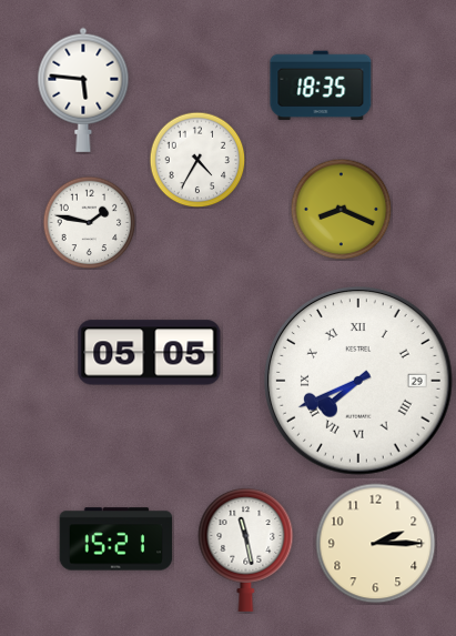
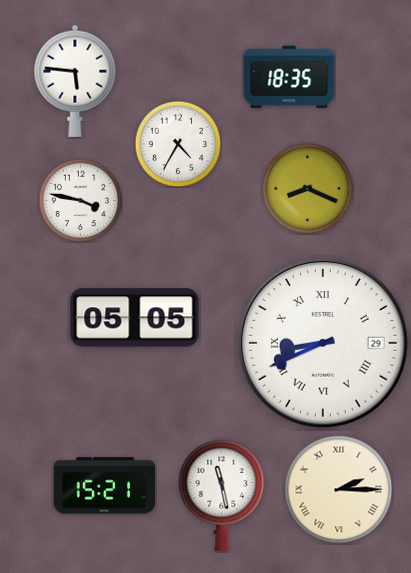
clock at (89, 222): 1:47 -> 3:47
clock at (359, 382): 7:41 -> 8:41
clock at (376, 544) numerals: Arabic -> Roman
